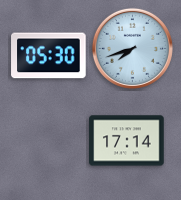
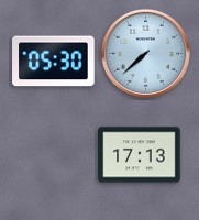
clock at (132, 48): 7:42 -> 7:38
clock at (127, 141): 17:14 -> 17:13
